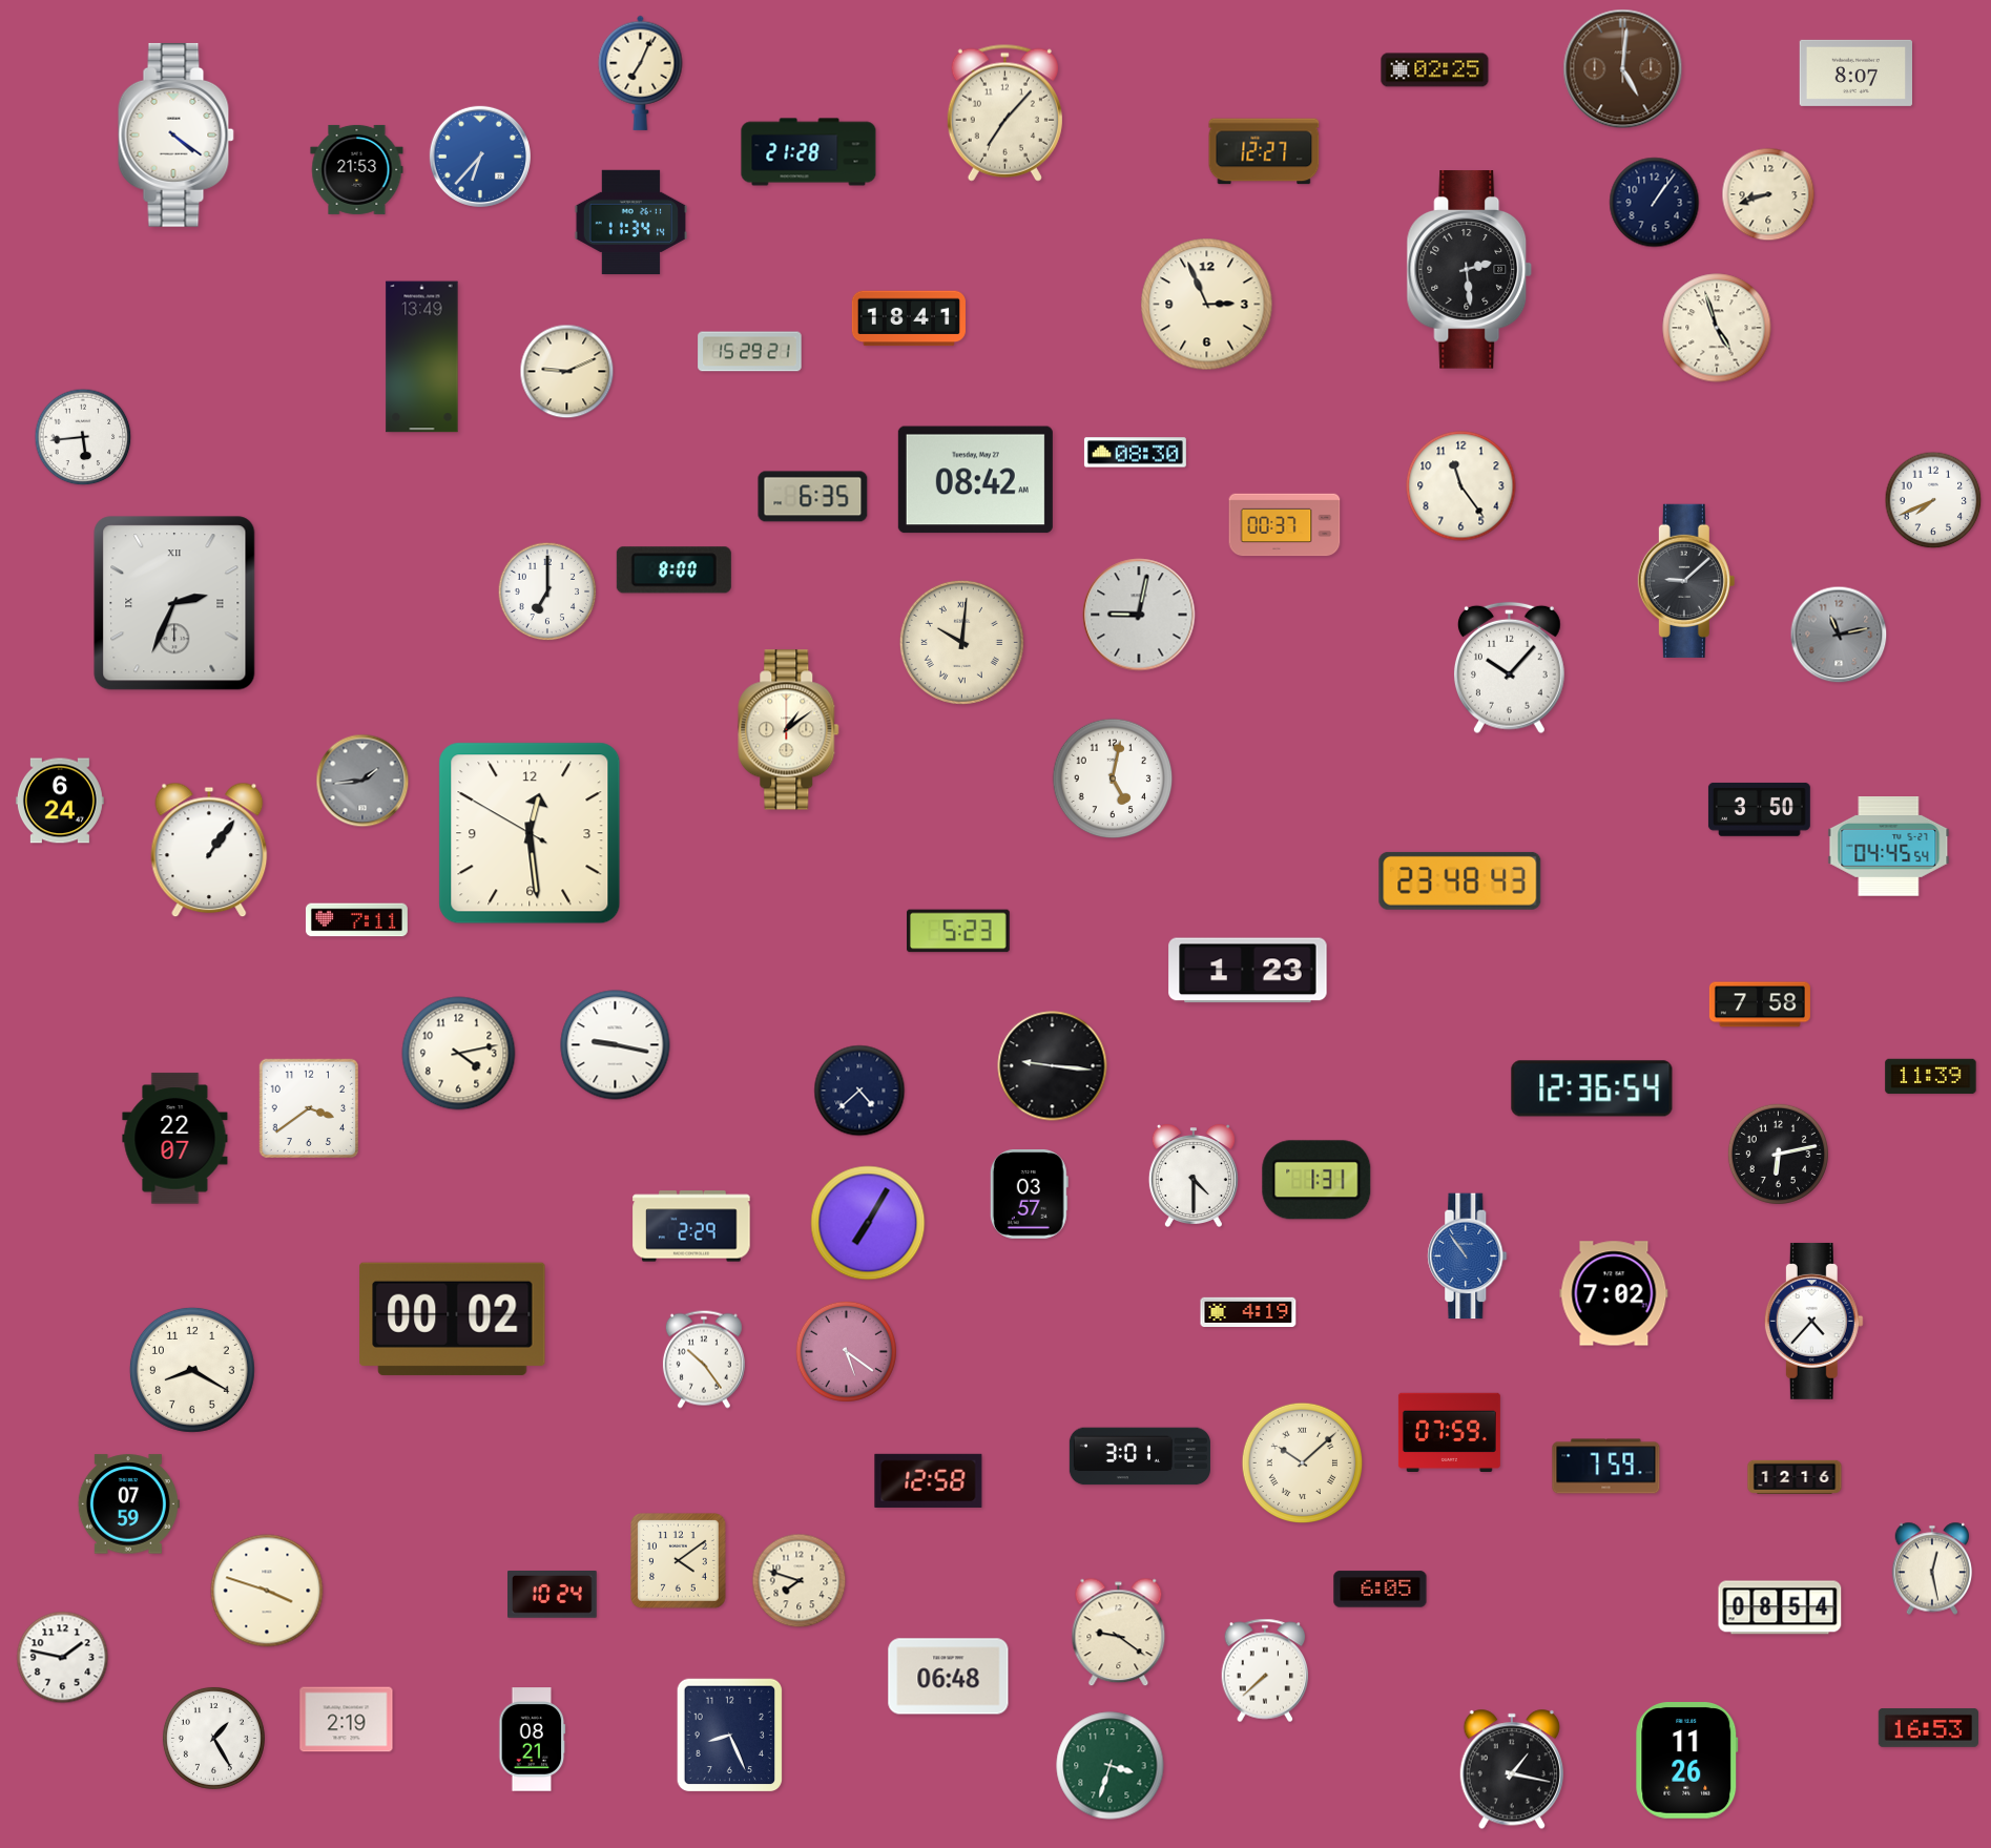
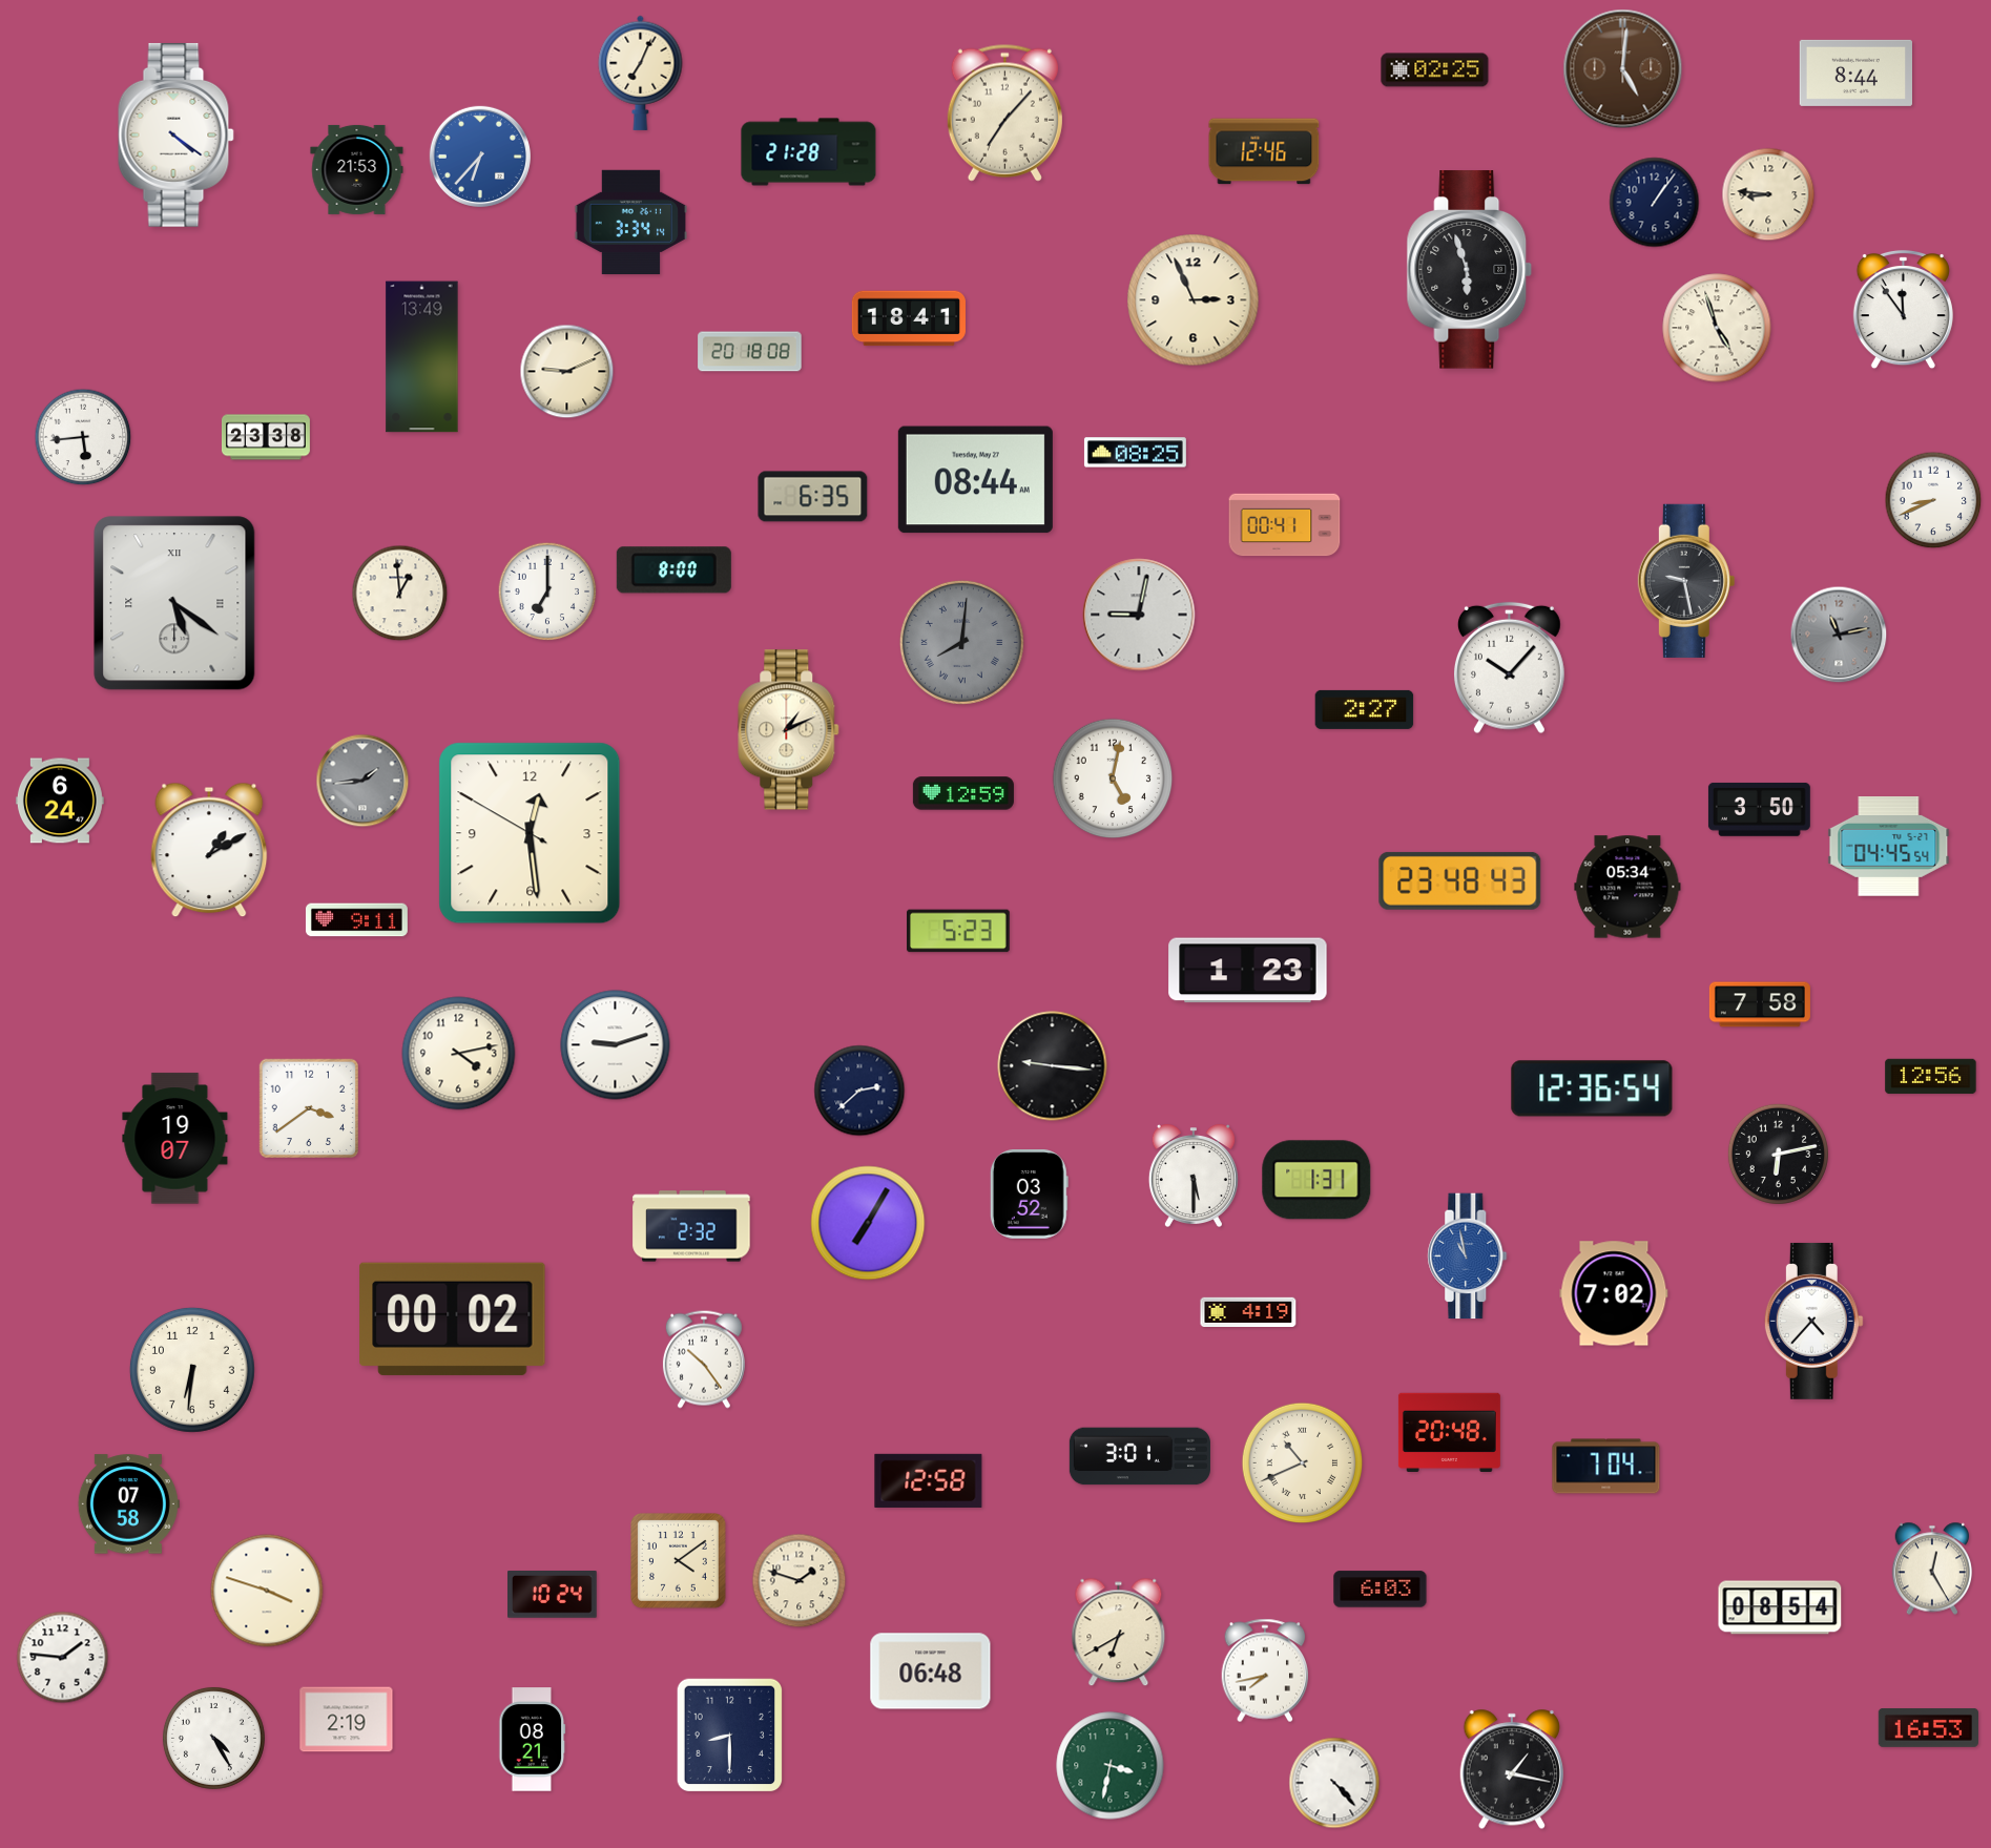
clock at (1855, 72): 8:07 -> 8:44
clock at (1264, 151): 12:27 -> 12:46
clock at (1768, 194): 8:42 -> 8:46
clock at (631, 223): 11:34 -> 3:34
clock at (1470, 270): 2:29 -> 5:57
clock at (1207, 305) position: (1207, 305) -> (1194, 300)
clock at (1903, 310): none -> 11:54
clock at (750, 352): 15:29 -> 20:18
clock at (266, 437): none -> 23:38
clock at (1135, 453): 08:30 -> 08:25
clock at (975, 480): 08:42 -> 08:44
clock at (1461, 486): 11:24 -> none
clock at (1933, 500): 7:41 -> 8:41
clock at (1285, 525): 00:37 -> 00:41
clock at (1686, 581): 9:08 -> 9:28
clock at (400, 594): none -> 12:59
clock at (174, 603): 2:34 -> 5:21
clock at (961, 642): 10:01 -> 8:01
clock at (961, 642) dial: cream -> grey
clock at (1365, 709): none -> 2:27
clock at (789, 730): 1:09 -> 1:11
clock at (963, 793): none -> 12:59
clock at (209, 850): 1:06 -> 1:10
clock at (1627, 887): none -> 05:34
clock at (356, 920): 7:11 -> 9:11
clock at (616, 1045): 9:17 -> 9:12
clock at (1931, 1077): 11:39 -> 12:56
clock at (859, 1091): 4:38 -> 2:38
clock at (175, 1139): 22:07 -> 19:07
clock at (1194, 1176): 4:30 -> 5:30
clock at (1029, 1195): 03:57 -> 03:52
clock at (691, 1226): 2:29 -> 2:32
clock at (1468, 1257): 10:54 -> 10:58
clock at (846, 1351): 5:21 -> none
clock at (192, 1370): 8:20 -> 6:31
clock at (1449, 1432): 07:59 -> 20:48
clock at (1303, 1463): 10:08 -> 10:41
clock at (1606, 1467): 7:59 -> 7:04
clock at (1795, 1477): 12:16 -> none
clock at (128, 1504): 07:59 -> 07:58
clock at (1932, 1569): 12:28 -> 12:25
clock at (800, 1581): 7:48 -> 1:48
clock at (1381, 1590): 6:05 -> 6:03
clock at (1119, 1633): 9:21 -> 6:40
clock at (63, 1658): 1:47 -> 1:46
clock at (1265, 1670): 7:38 -> 7:43
clock at (949, 1677) position: (949, 1677) -> (931, 1671)
clock at (730, 1736): 8:26 -> 8:30
clock at (213, 1738): 1:25 -> 4:25
clock at (1687, 1761): 11:26 -> none
clock at (1111, 1766): 3:33 -> 3:32
clock at (1334, 1783): none -> 4:23
